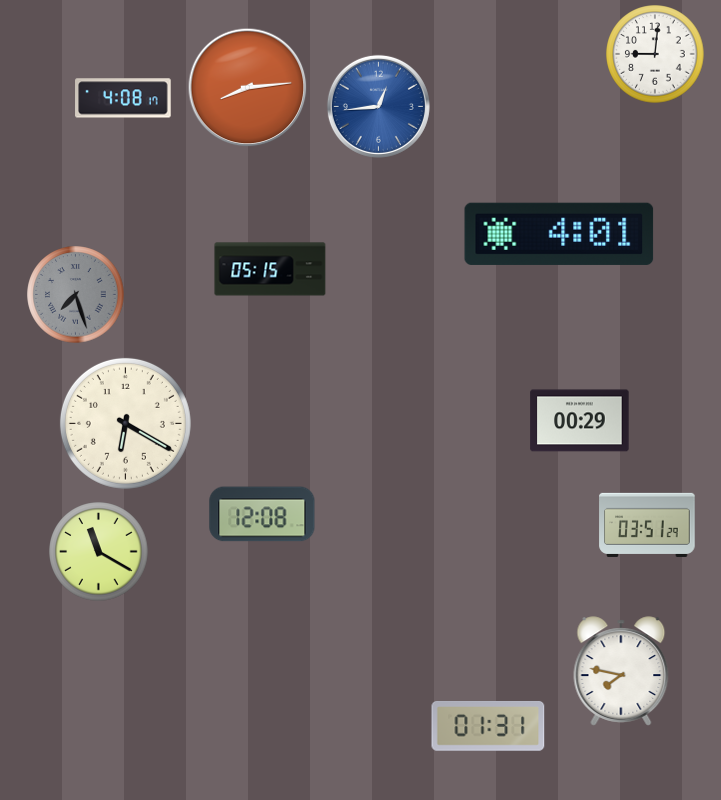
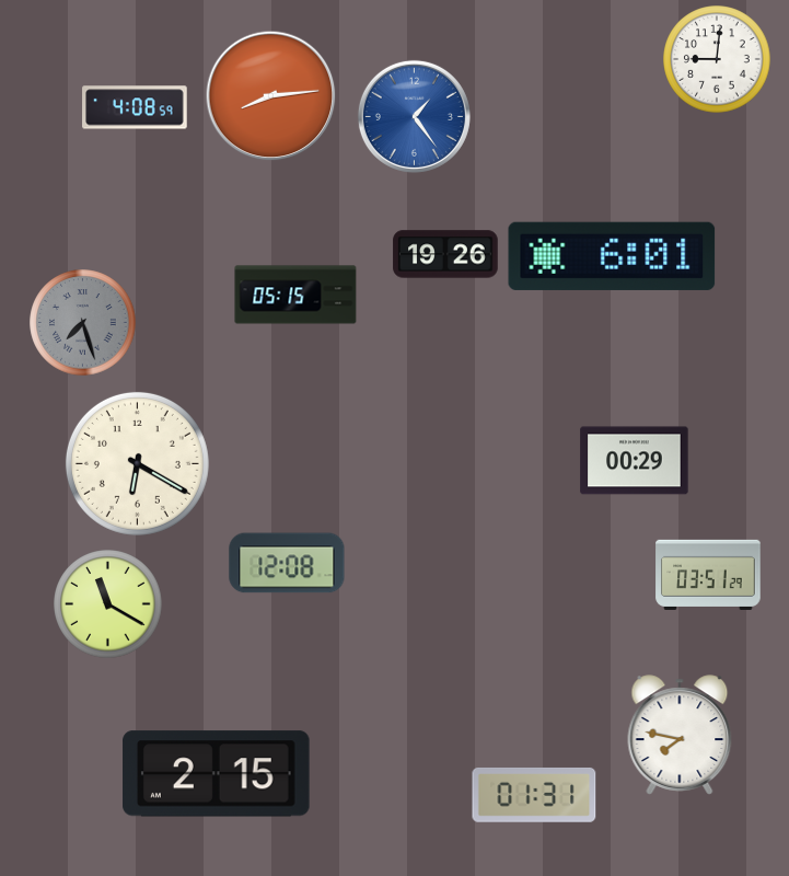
clock at (123, 98): 4:08:17 -> 4:08:59
clock at (378, 106): 12:44 -> 1:24
clock at (445, 254): none -> 19:26
clock at (559, 234): 4:01 -> 6:01
clock at (217, 774): none -> 2:15
